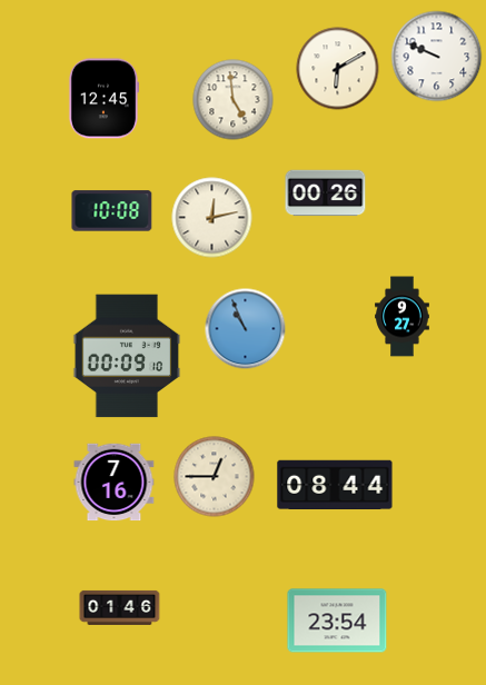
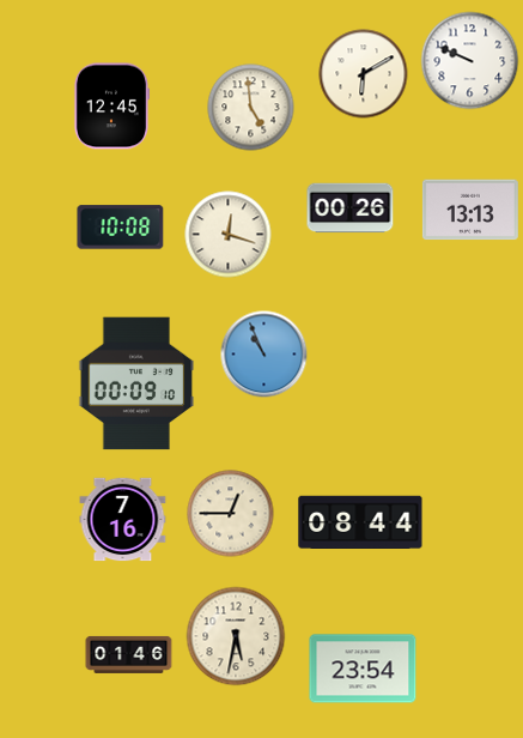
clock at (470, 210): none -> 13:13
clock at (212, 218): 12:13 -> 12:18
clock at (403, 317): 9:27 -> none
clock at (236, 636): none -> 5:32
